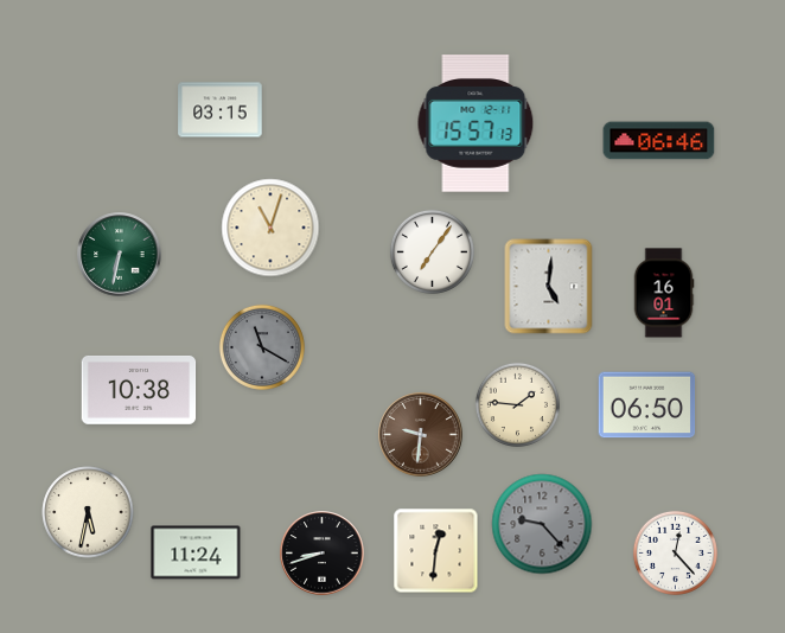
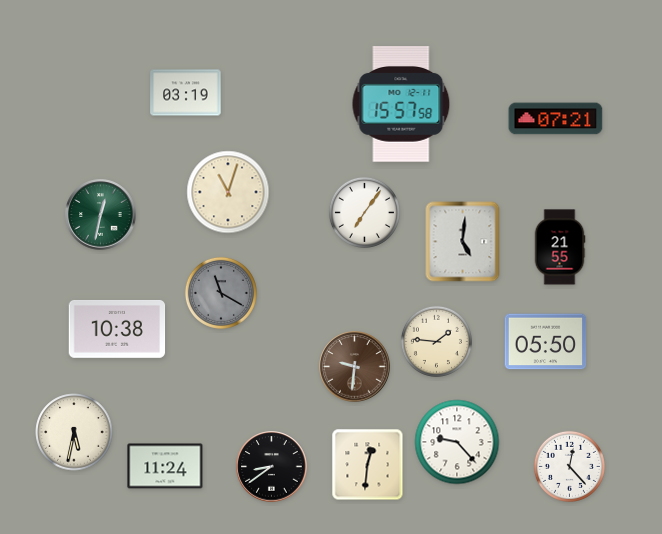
clock at (221, 110): 03:15 -> 03:19
clock at (476, 124): 15:57:13 -> 15:57:58
clock at (659, 141): 06:46 -> 07:21
clock at (120, 255): 6:32 -> 12:32
clock at (664, 293): 16:01 -> 21:55
clock at (647, 405): 06:50 -> 05:50
clock at (542, 524) dial: grey -> white
clock at (323, 554): 8:42 -> 8:39
